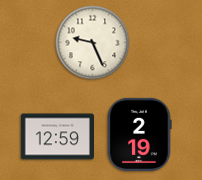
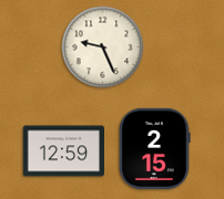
clock at (139, 134): 2:19 -> 2:15
